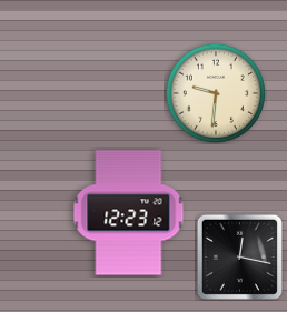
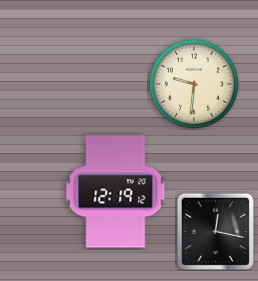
clock at (129, 213): 12:23 -> 12:19
